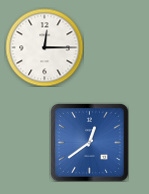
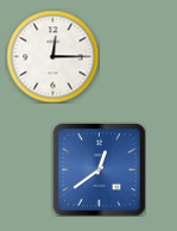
clock at (89, 142) position: (89, 142) -> (99, 169)
